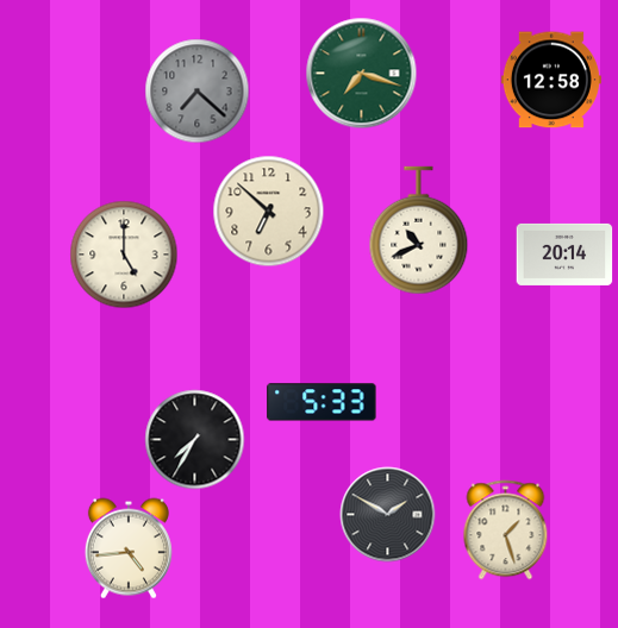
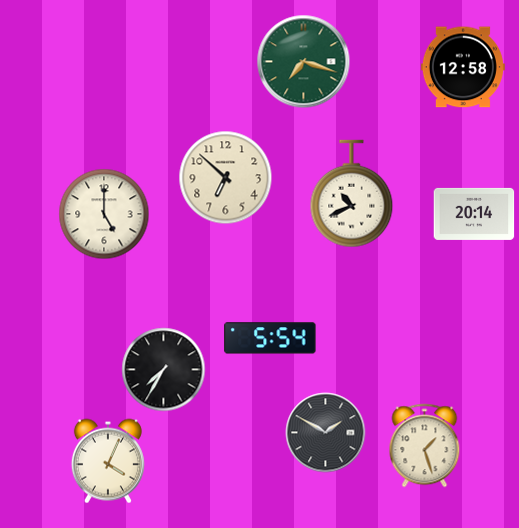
clock at (198, 92): 7:22 -> none
clock at (322, 402): 5:33 -> 5:54
clock at (129, 548): 4:44 -> 4:04
